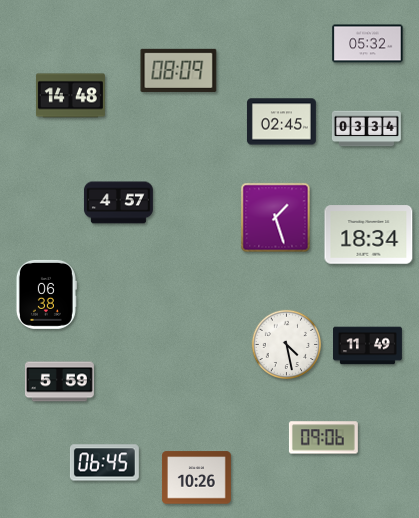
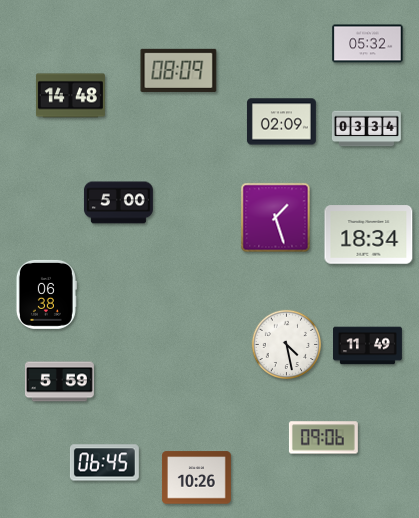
clock at (281, 122): 02:45 -> 02:09
clock at (118, 203): 4:57 -> 5:00
